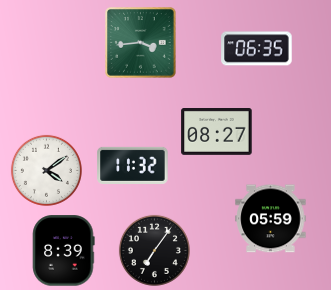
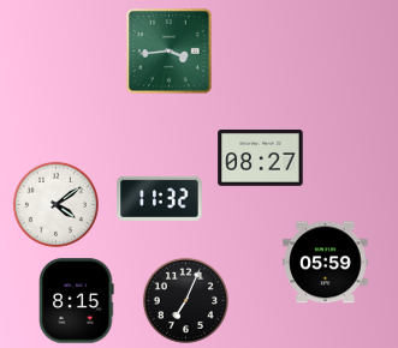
clock at (257, 49): 06:35 -> none
clock at (154, 250): 7:06 -> 7:04
clock at (64, 251): 8:39 -> 8:15
